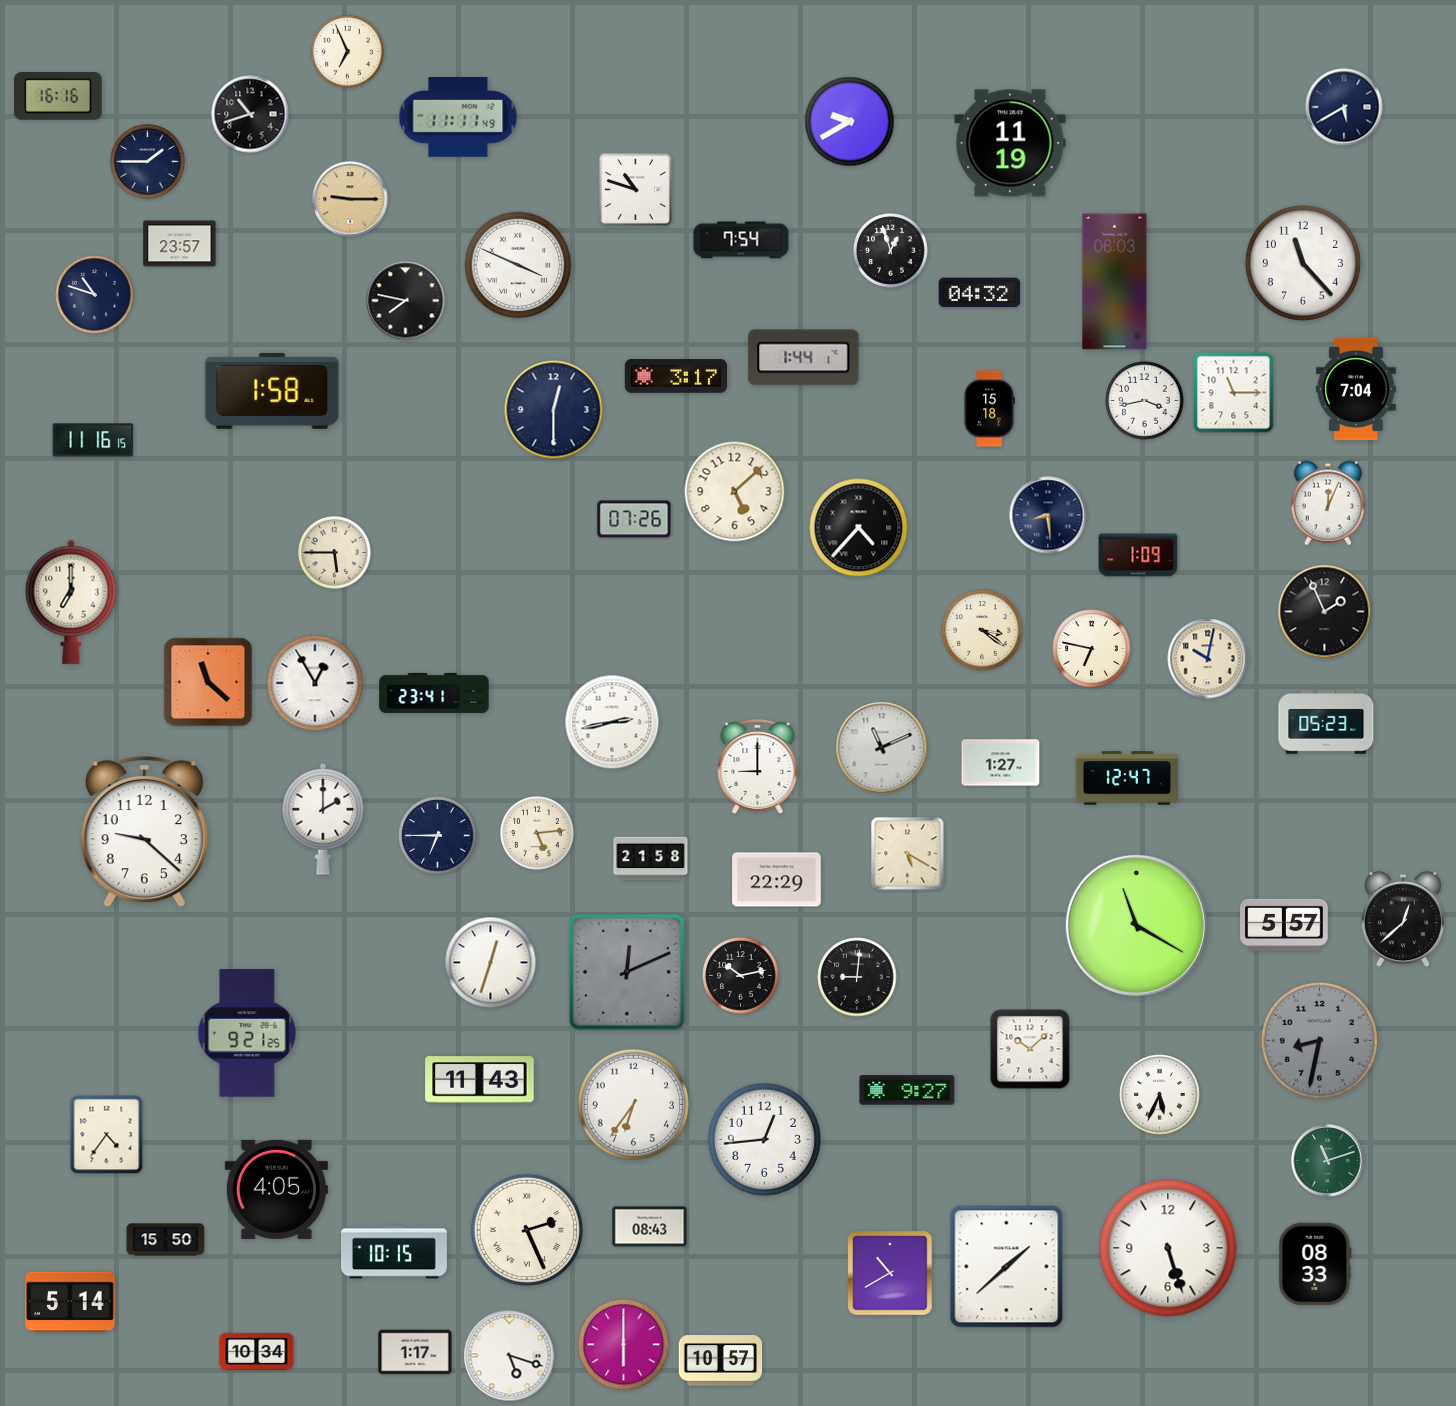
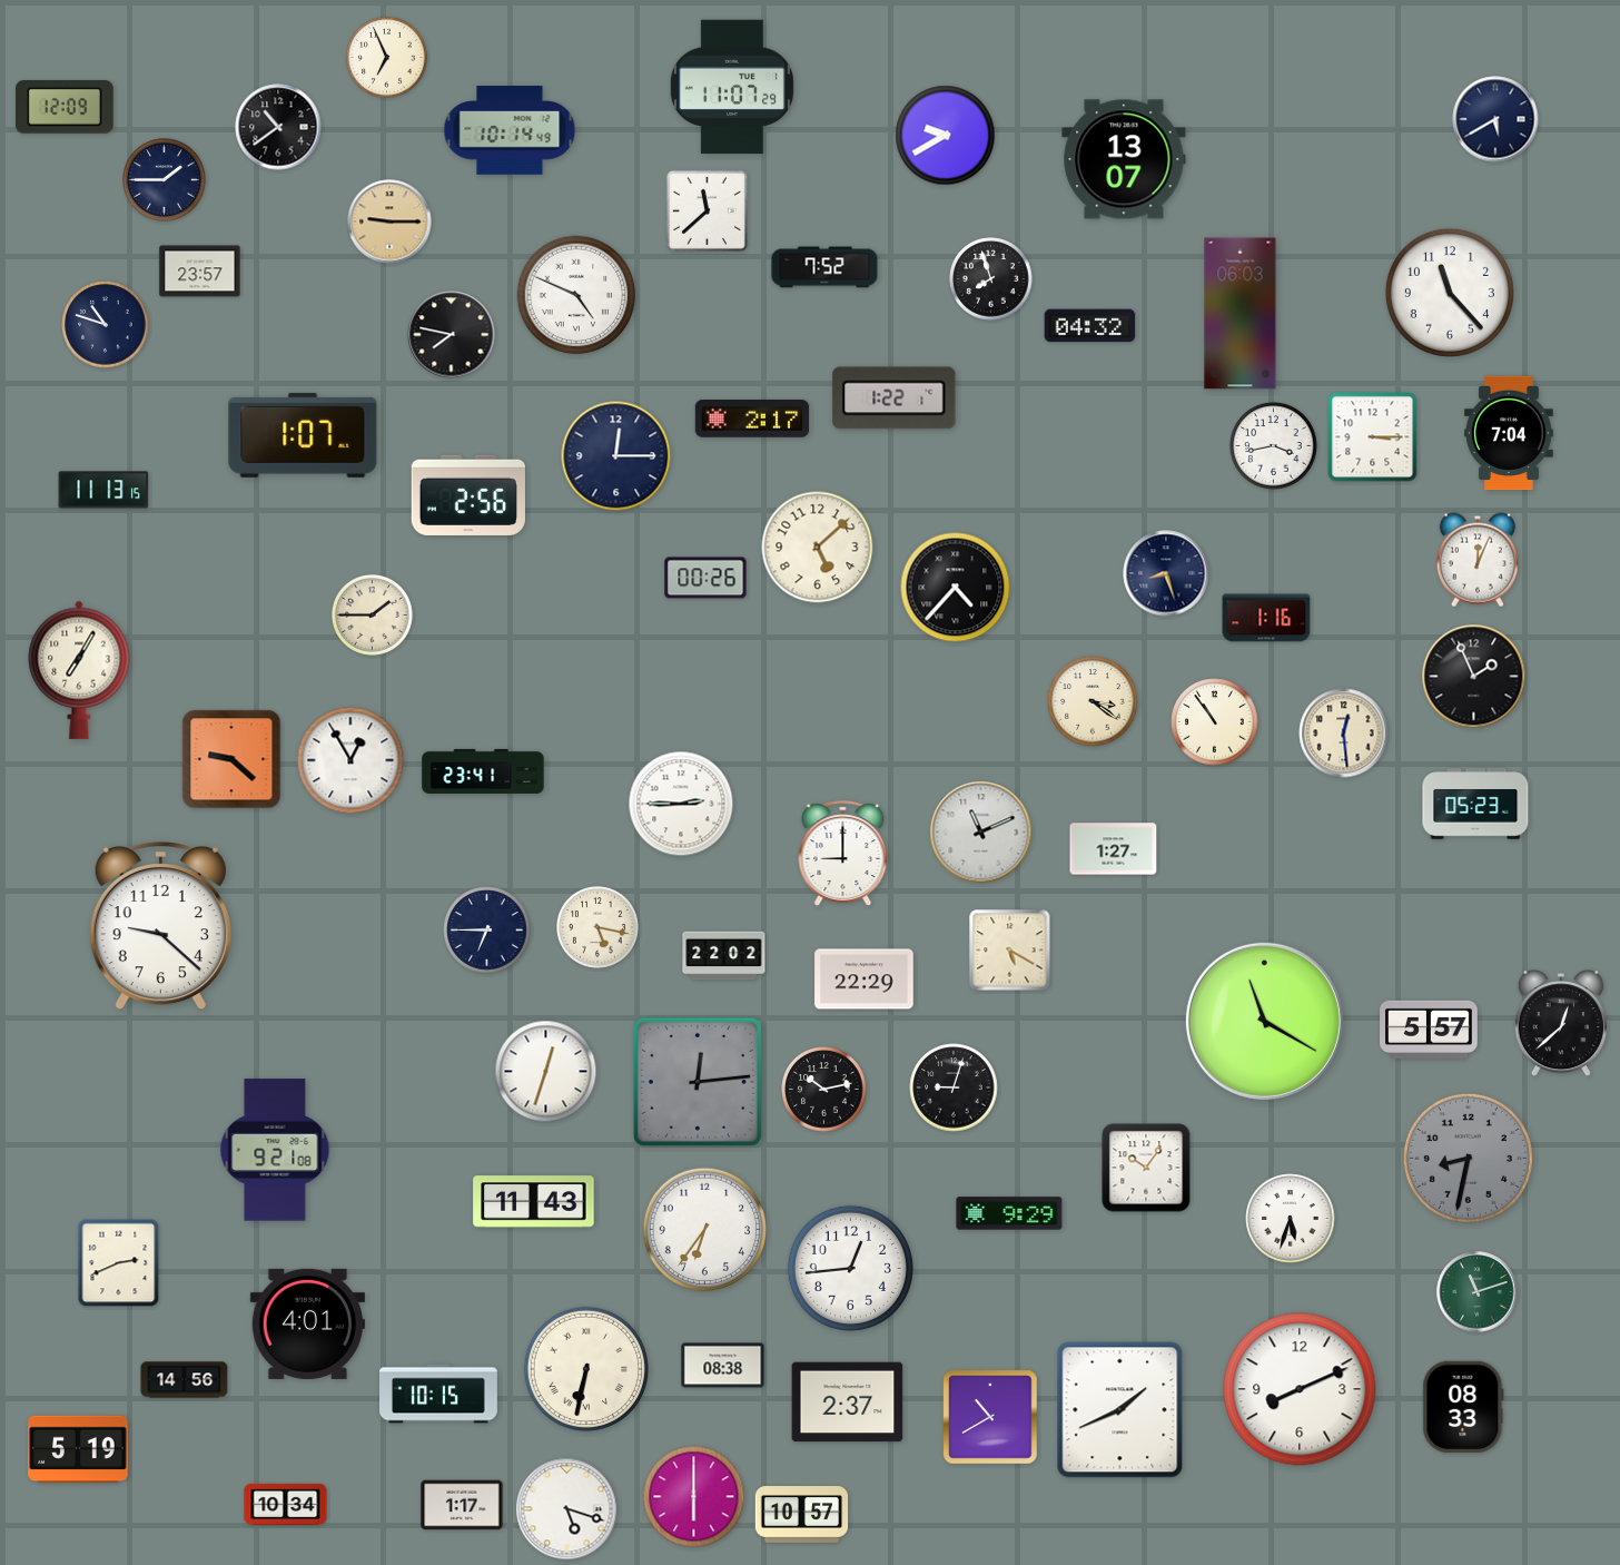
clock at (732, 87): none -> 11:07
clock at (59, 96): 16:16 -> 12:09
clock at (250, 114): 10:42 -> 10:39
clock at (458, 117): 11:11 -> 10:14
clock at (1010, 143): 11:19 -> 13:07
clock at (635, 189): 10:48 -> 11:38
clock at (741, 240): 7:54 -> 7:52
clock at (891, 251): 12:57 -> 7:57
clock at (518, 265): 3:49 -> 4:49
clock at (95, 295) position: (95, 295) -> (106, 325)
clock at (804, 358): 1:44 -> 1:22
clock at (676, 376): 3:17 -> 2:17
clock at (272, 391): 1:58 -> 1:07
clock at (1234, 393): 11:15 -> 3:15
clock at (989, 409): 15:18 -> none
clock at (554, 410): 12:30 -> 12:15
clock at (93, 440): 11:16 -> 11:13
clock at (468, 495): none -> 2:56
clock at (1048, 515): 8:29 -> 8:27
clock at (634, 519): 07:26 -> 00:26
clock at (335, 553): 5:45 -> 1:45
clock at (1138, 555): 1:09 -> 1:16
clock at (71, 602): 7:00 -> 7:05
clock at (1325, 612) position: (1325, 612) -> (1474, 677)
clock at (1092, 649): 6:47 -> 10:54
clock at (1208, 659): 10:02 -> 12:29
clock at (208, 682): 11:22 -> 9:22
clock at (612, 722): 2:43 -> 2:45
clock at (1127, 778): 12:47 -> none
clock at (323, 819): 2:00 -> none
clock at (538, 834): 5:14 -> 5:17
clock at (651, 859): 21:58 -> 22:02
clock at (1136, 925) position: (1136, 925) -> (1264, 1021)
clock at (627, 972): 12:11 -> 12:14
clock at (741, 976) position: (741, 976) -> (824, 1090)
clock at (857, 977): 9:01 -> 9:03
clock at (247, 1033): 9:21:25 -> 9:21:08
clock at (1030, 1049): 10:08 -> 10:06
clock at (907, 1090): 9:27 -> 9:29
clock at (1160, 1095): 5:34 -> 5:33
clock at (107, 1135): 4:36 -> 2:41
clock at (276, 1189): 4:05 -> 4:01
clock at (650, 1227): 08:43 -> 08:38
clock at (527, 1230): 2:26 -> 6:32
clock at (166, 1240): 15:50 -> 14:56
clock at (1168, 1248): 5:27 -> 8:11
clock at (848, 1402): none -> 2:37
clock at (1007, 1267): 1:38 -> 1:41
clock at (70, 1302): 5:14 -> 5:19
